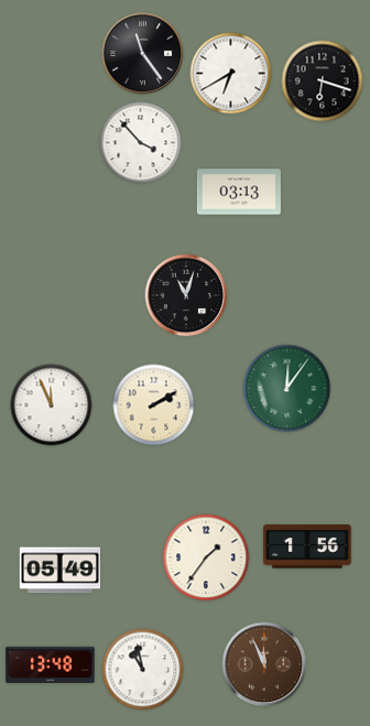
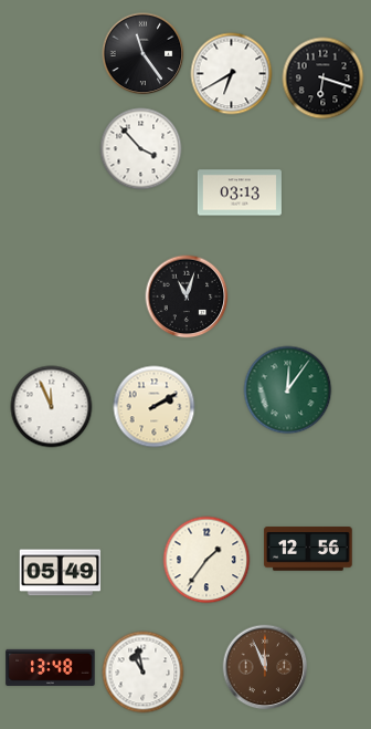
clock at (323, 82) position: (323, 82) -> (324, 79)
clock at (141, 143) position: (141, 143) -> (141, 149)
clock at (307, 546): 1:56 -> 12:56
